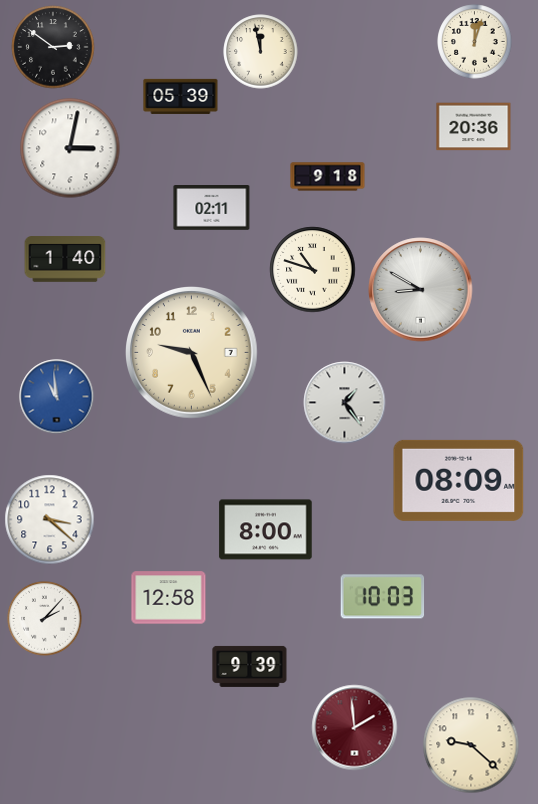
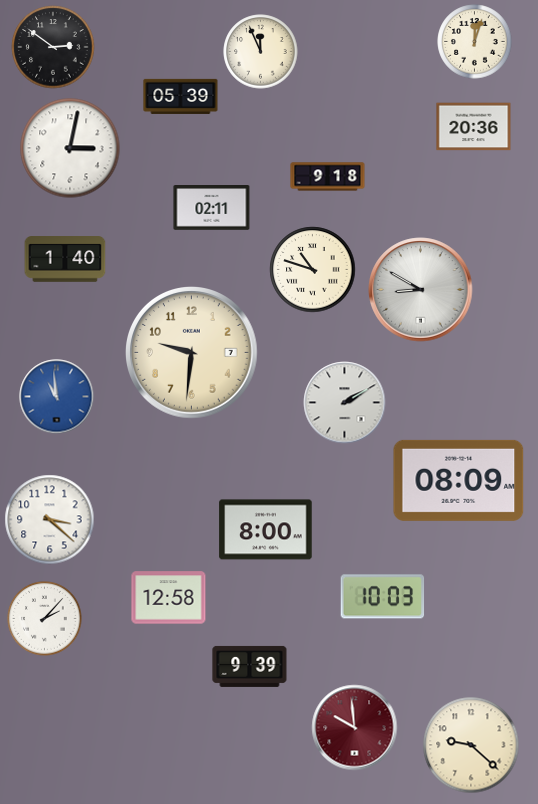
clock at (261, 52): 11:58 -> 11:56
clock at (192, 353): 9:26 -> 9:31
clock at (345, 403): 1:24 -> 2:10
clock at (355, 728): 1:59 -> 9:59
